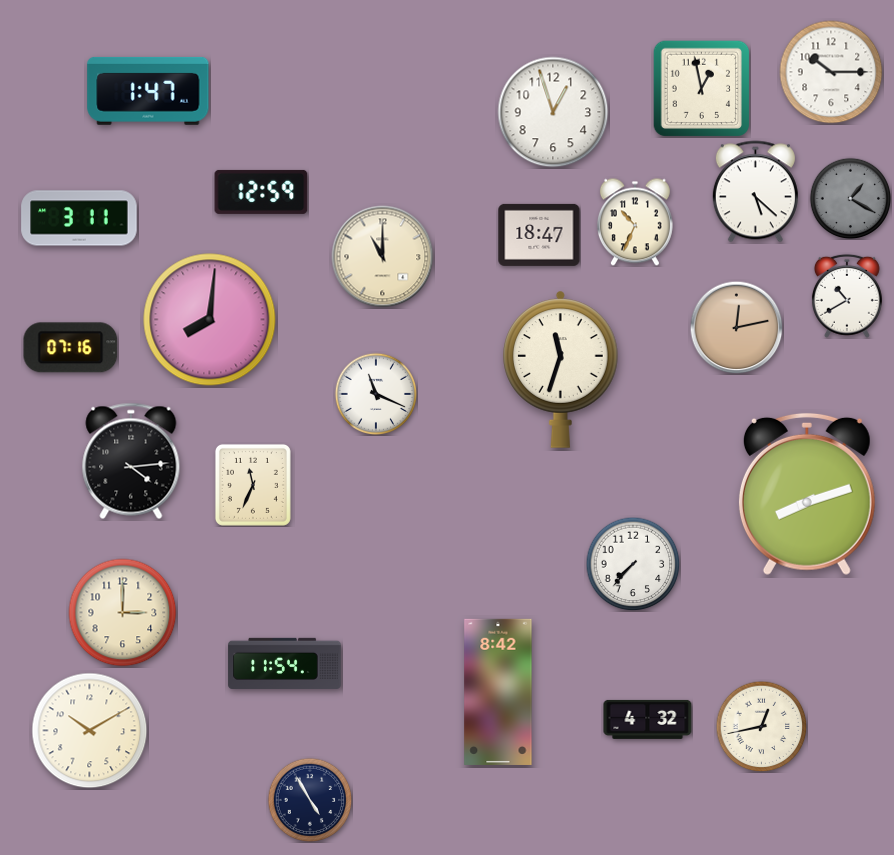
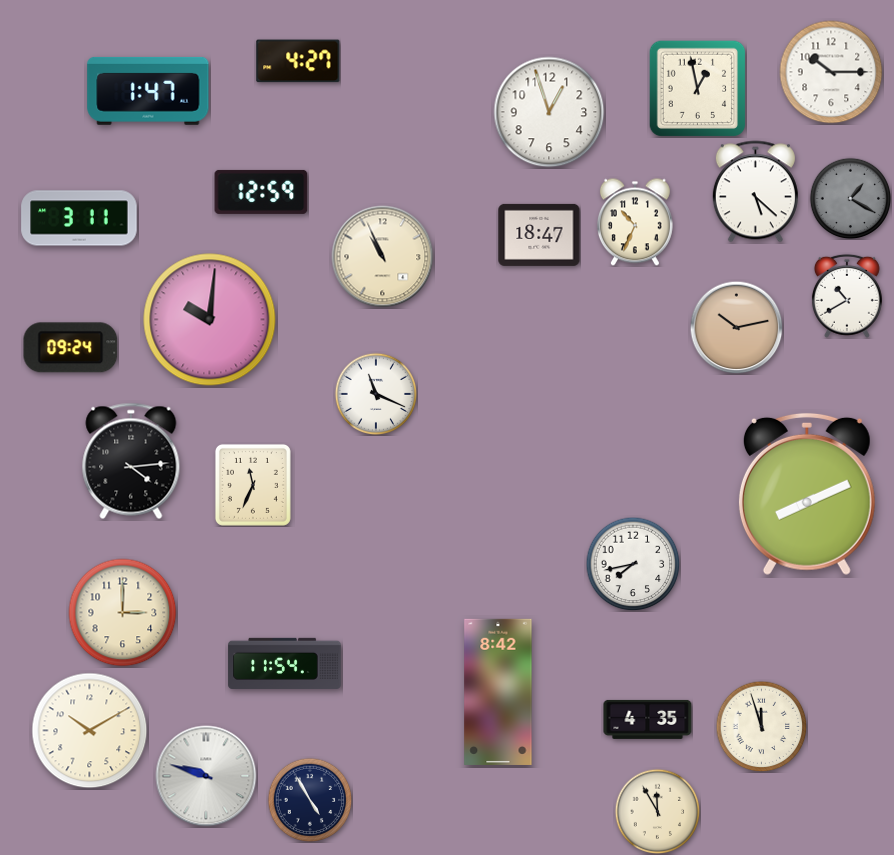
clock at (298, 61): none -> 4:27
clock at (701, 88) position: (701, 88) -> (697, 88)
clock at (553, 112) position: (553, 112) -> (549, 112)
clock at (383, 257): 11:00 -> 10:56
clock at (210, 320): 8:01 -> 10:01
clock at (736, 327): 12:13 -> 10:13
clock at (71, 348): 07:16 -> 09:24
clock at (561, 369): 11:33 -> none
clock at (807, 494): 8:12 -> 8:11
clock at (633, 564): 7:37 -> 7:43
clock at (648, 719): 4:32 -> 4:35
clock at (761, 726): 12:43 -> 11:57
clock at (206, 776): none -> 9:48
clock at (657, 811): none -> 11:55
